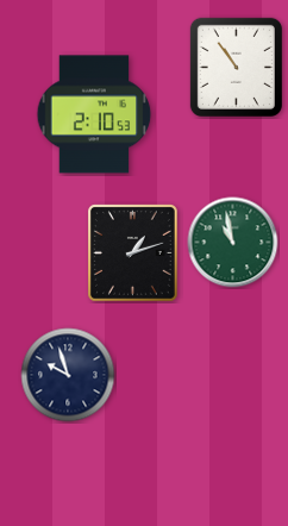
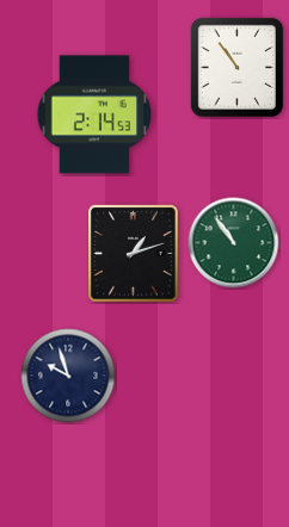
clock at (94, 114): 2:10 -> 2:14
clock at (233, 243): 10:58 -> 10:54
